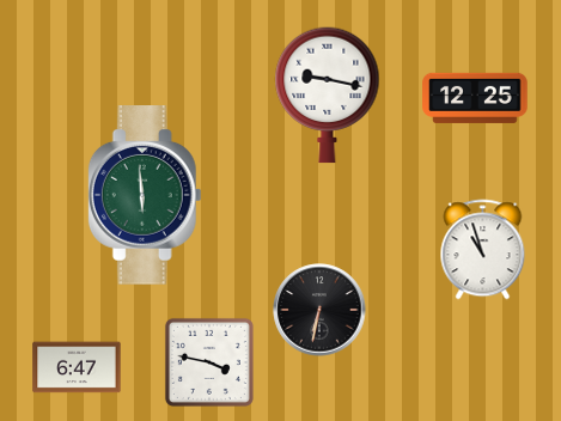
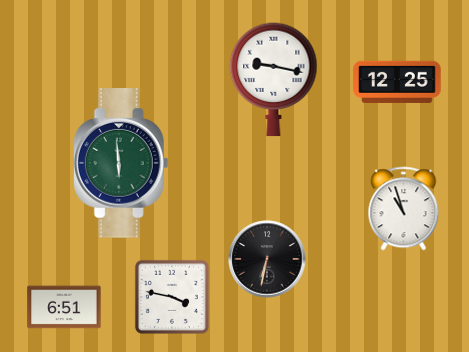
clock at (209, 362) position: (209, 362) -> (172, 297)
clock at (77, 367): 6:47 -> 6:51
